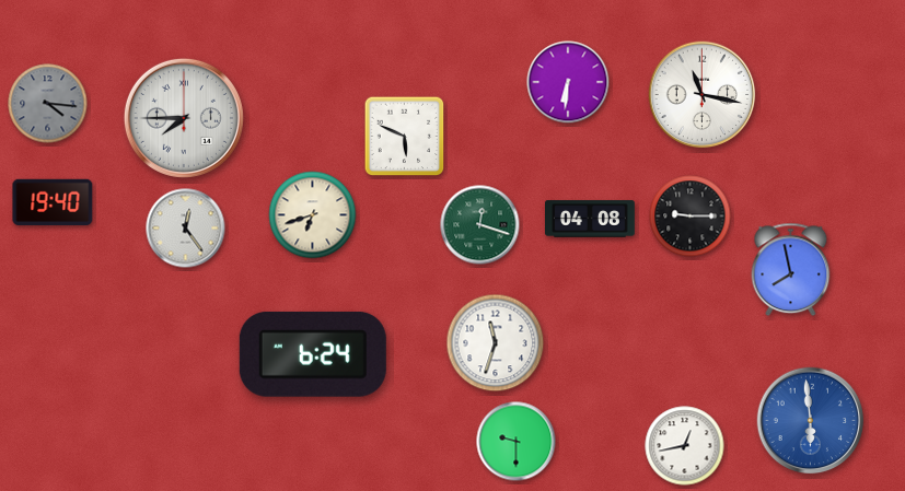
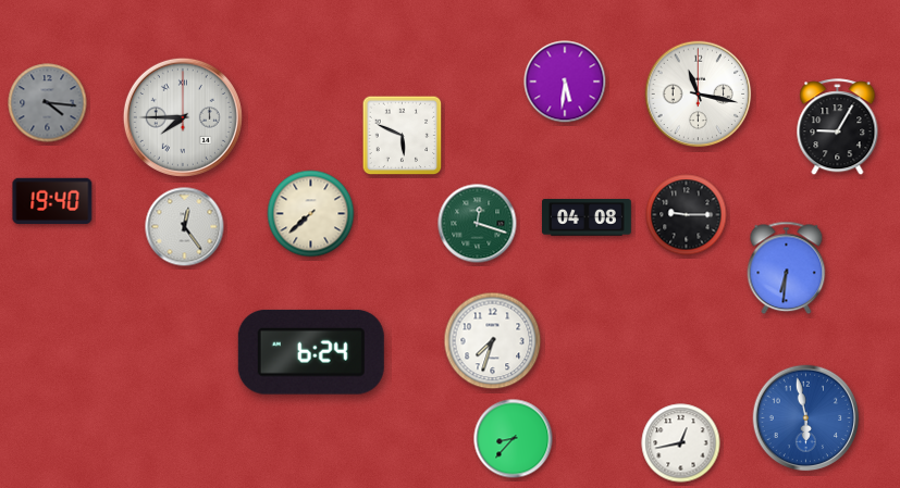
clock at (568, 82): 6:31 -> 5:31
clock at (838, 127): none -> 9:05
clock at (313, 215): 6:42 -> 7:38
clock at (791, 270): 7:58 -> 6:31
clock at (496, 343): 11:33 -> 7:33
clock at (811, 421): 5:59 -> 5:58
clock at (517, 442): 9:30 -> 8:37
